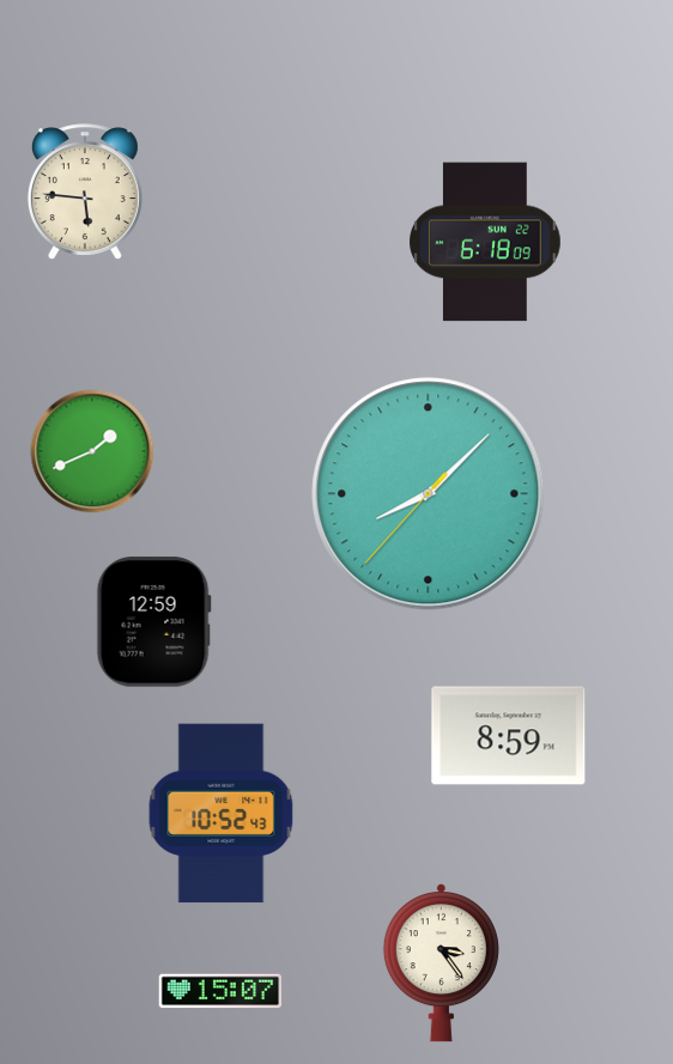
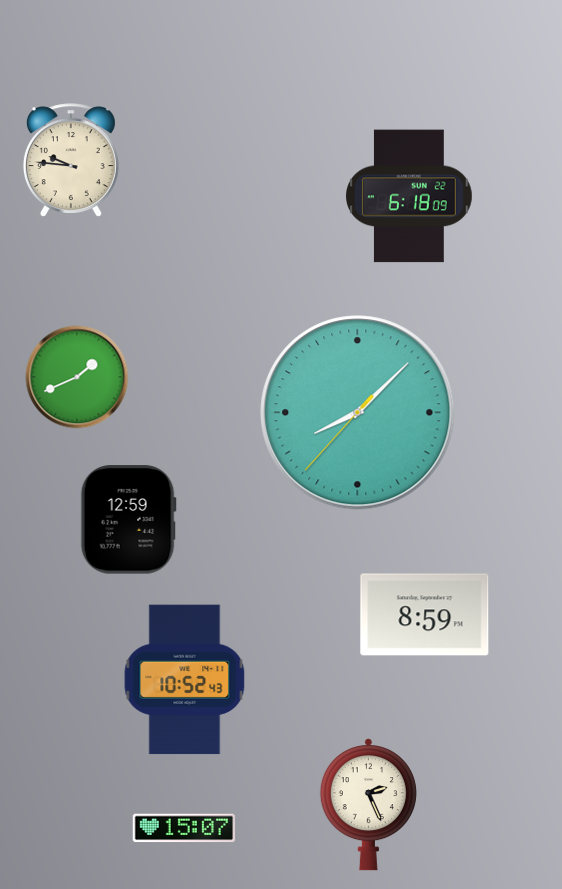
clock at (85, 191): 5:46 -> 9:46
clock at (486, 242) position: (486, 242) -> (410, 196)
clock at (441, 963): 3:24 -> 2:26
